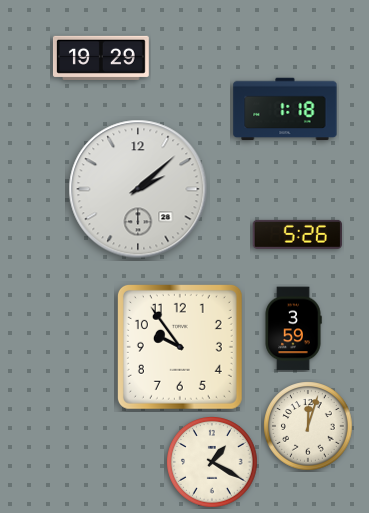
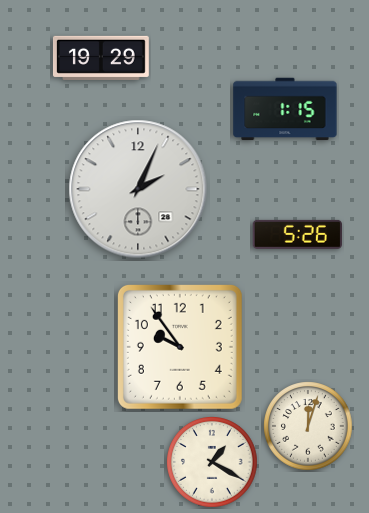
clock at (285, 109): 1:18 -> 1:15
clock at (138, 189): 2:08 -> 2:04
clock at (293, 329): 3:59 -> none
